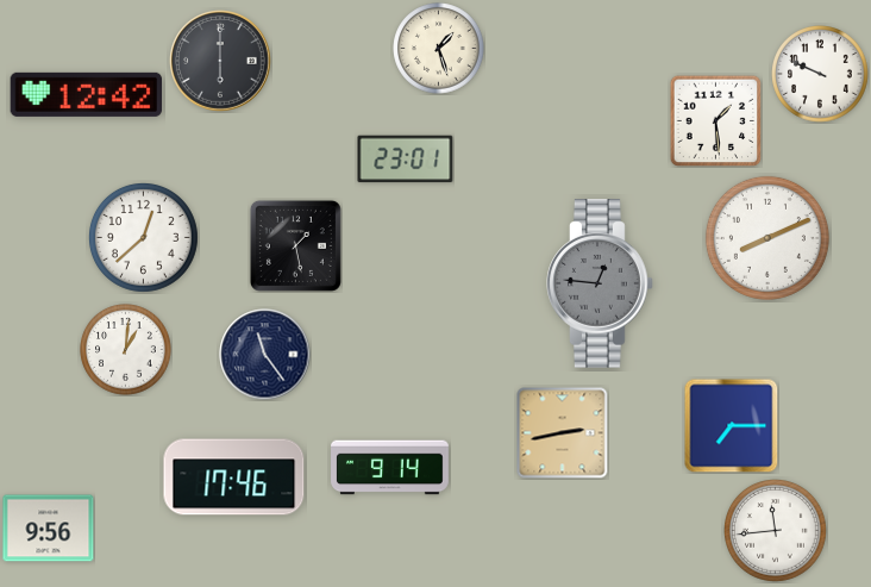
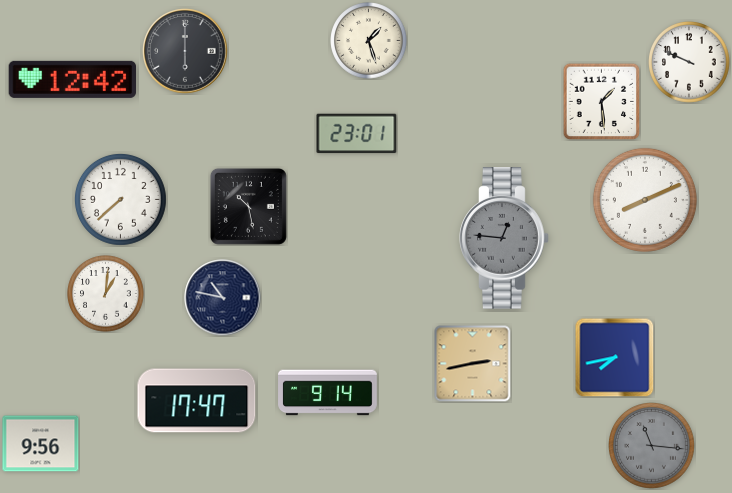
clock at (406, 160) position: (406, 160) -> (357, 134)
clock at (143, 237): 12:38 -> 7:38
clock at (295, 245): 1:28 -> 10:28
clock at (265, 355): 11:24 -> 10:47
clock at (731, 425): 7:15 -> 7:43
clock at (234, 477): 17:46 -> 17:47
clock at (776, 531): 11:44 -> 11:16
clock at (776, 531) dial: white -> grey
